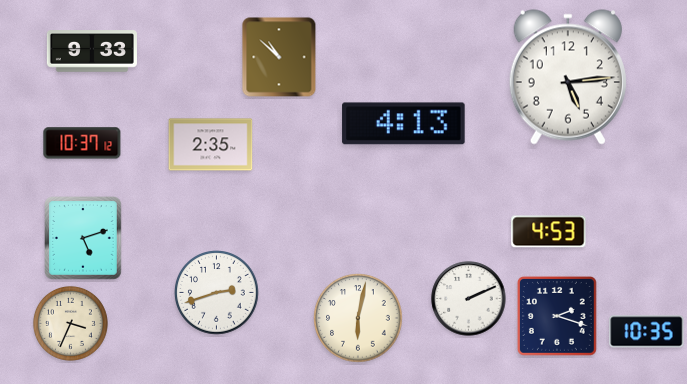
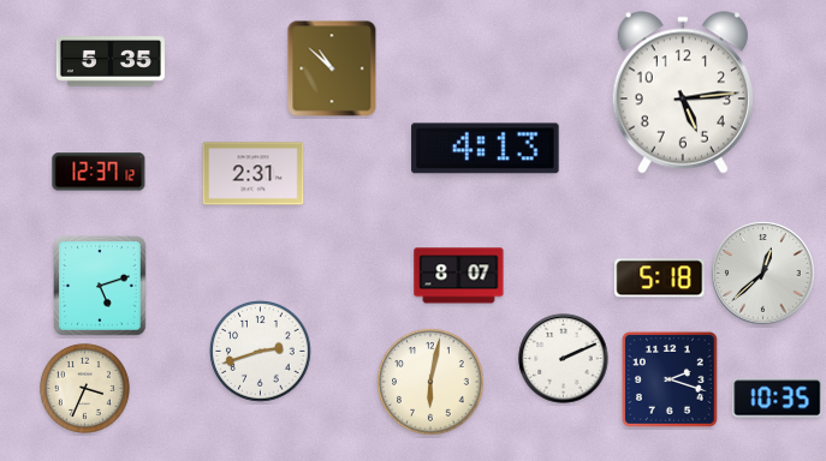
clock at (92, 51): 9:33 -> 5:35
clock at (279, 57) position: (279, 57) -> (332, 68)
clock at (82, 143): 10:37 -> 12:37
clock at (211, 145): 2:35 -> 2:31
clock at (763, 274): none -> 12:38
clock at (459, 276): none -> 8:07
clock at (549, 232): 4:53 -> 5:18
